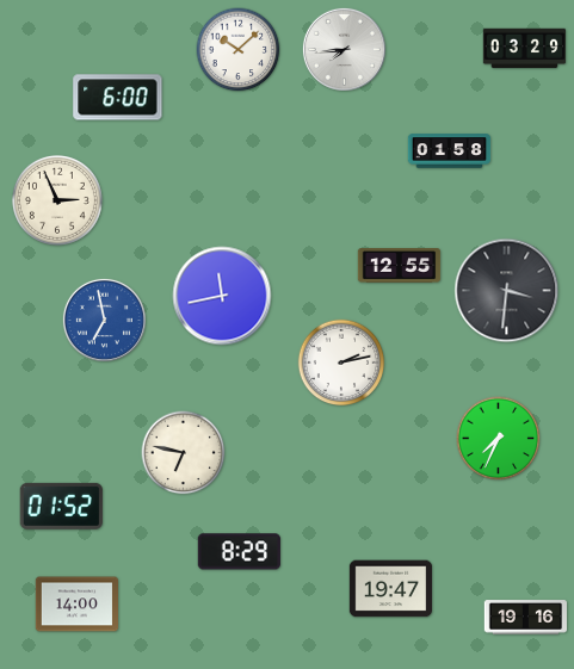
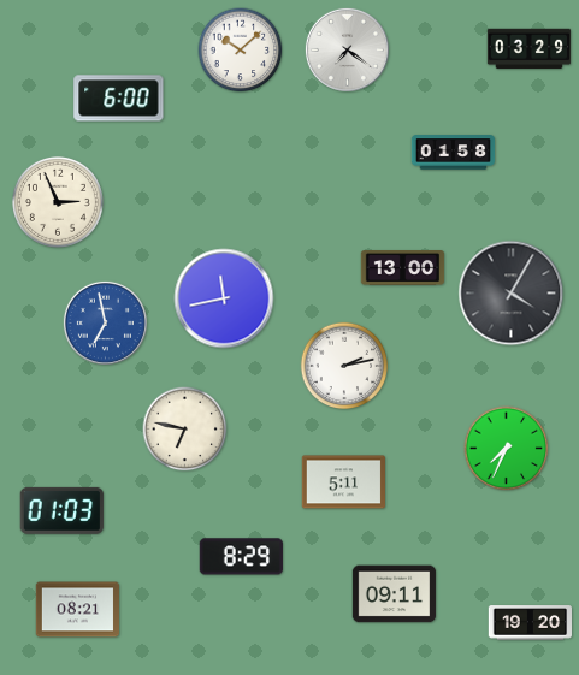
clock at (344, 49): 7:44 -> 7:21
clock at (400, 266): 12:55 -> 13:00
clock at (507, 291): 3:31 -> 4:05
clock at (499, 439) position: (499, 439) -> (507, 449)
clock at (184, 453) position: (184, 453) -> (185, 430)
clock at (343, 482): none -> 5:11
clock at (61, 506): 01:52 -> 01:03
clock at (391, 589): 19:47 -> 09:11
clock at (78, 605): 14:00 -> 08:21
clock at (526, 618): 19:16 -> 19:20
